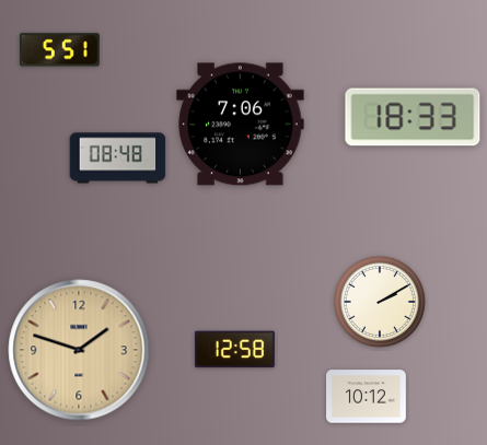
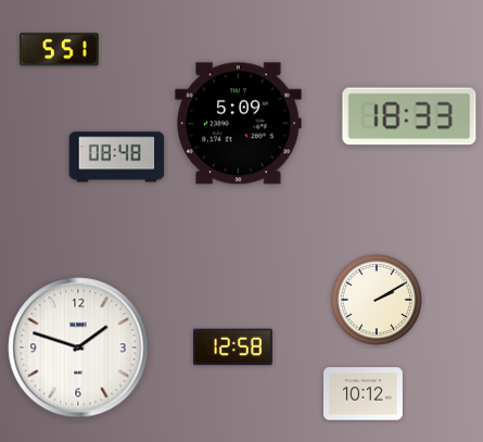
clock at (241, 125): 7:06 -> 5:09
clock at (79, 350) dial: champagne -> white
